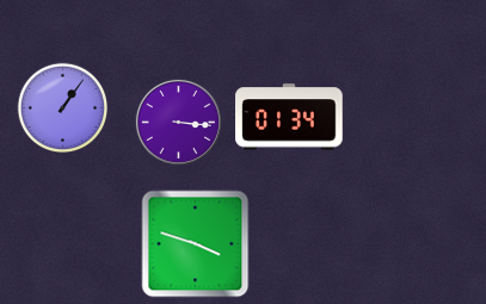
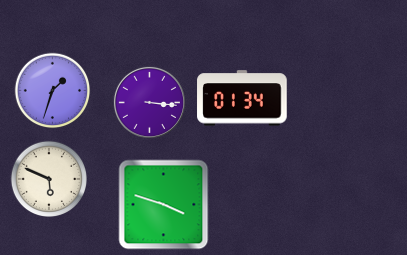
clock at (63, 108): 1:06 -> 1:33
clock at (48, 178): none -> 5:49
